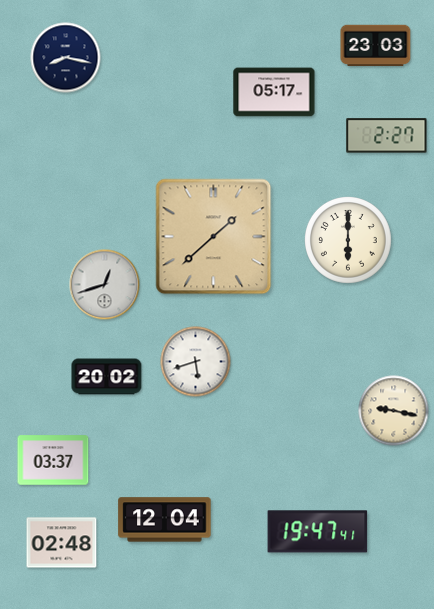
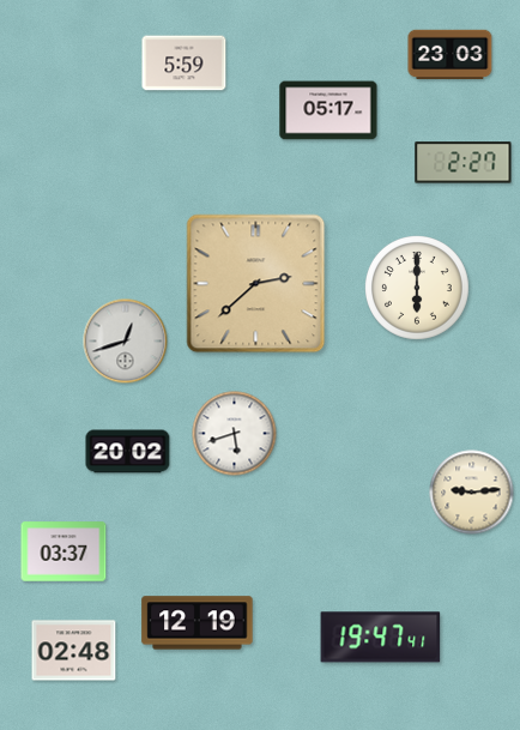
clock at (185, 64): none -> 5:59
clock at (66, 58): 8:17 -> none
clock at (214, 237): 1:38 -> 2:38
clock at (394, 411): 9:17 -> 9:14
clock at (165, 520): 12:04 -> 12:19
